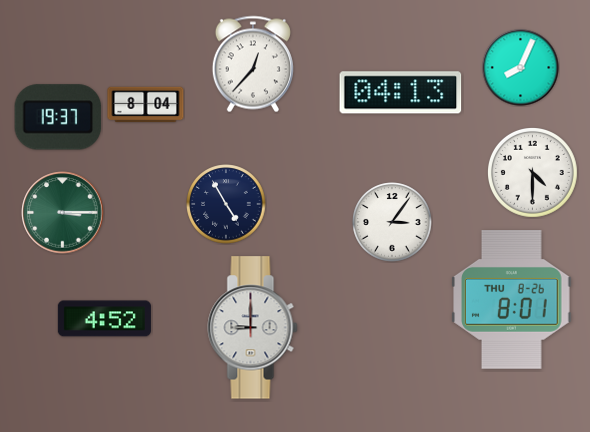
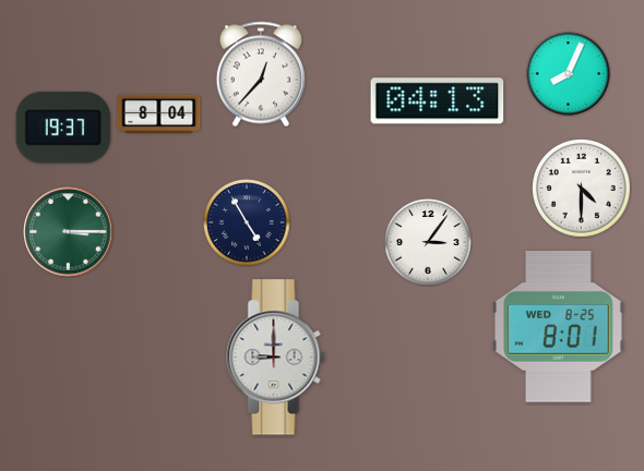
clock at (253, 64) position: (253, 64) -> (261, 74)
clock at (512, 300) date: THU 8-26 -> WED 8-25
clock at (104, 319): 4:52 -> none
